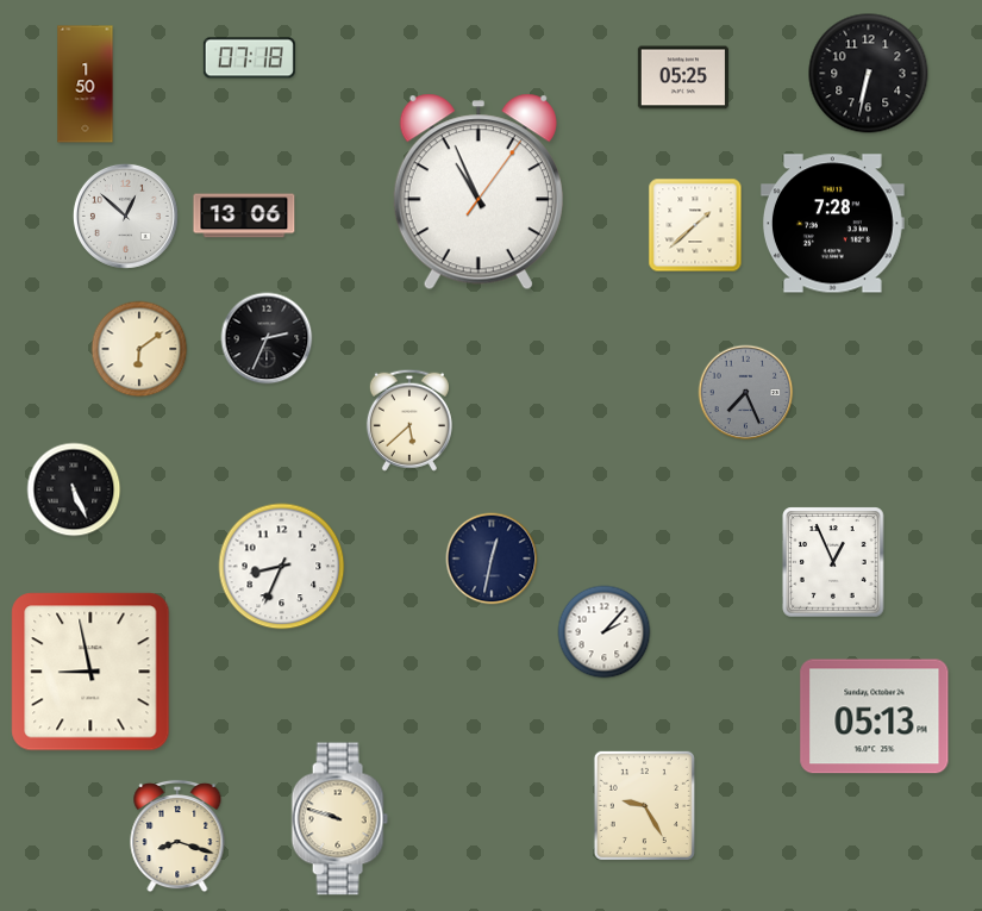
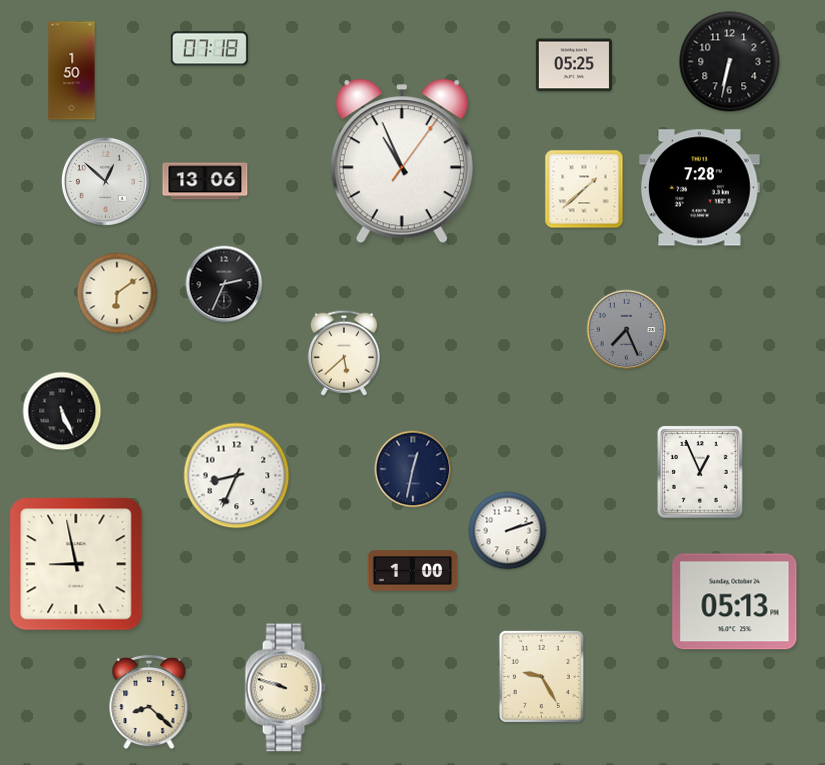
clock at (605, 632): 2:07 -> 2:12
clock at (413, 571): none -> 1:00
clock at (177, 836): 8:18 -> 8:22
